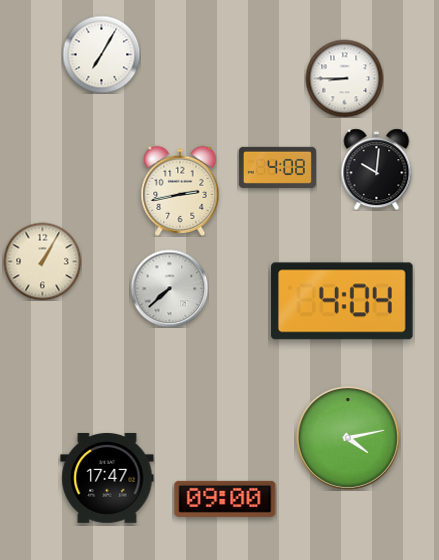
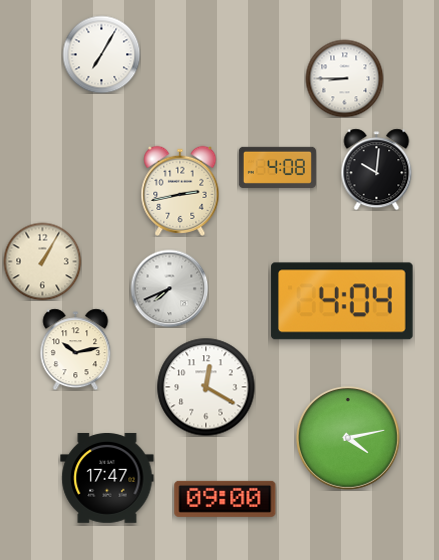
clock at (169, 288): 7:38 -> 7:41
clock at (76, 349): none -> 10:13
clock at (206, 387): none -> 12:20
